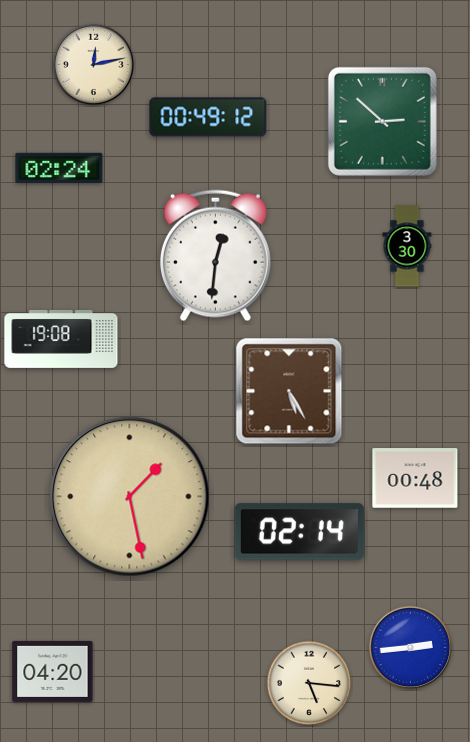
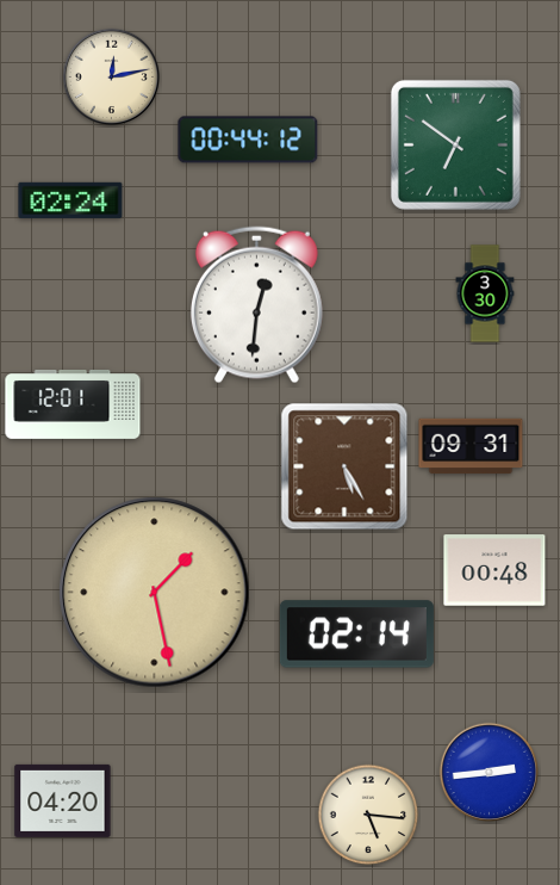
clock at (208, 117): 00:49 -> 00:44
clock at (382, 121): 2:52 -> 6:51
clock at (61, 339): 19:08 -> 12:01
clock at (471, 446): none -> 09:31
